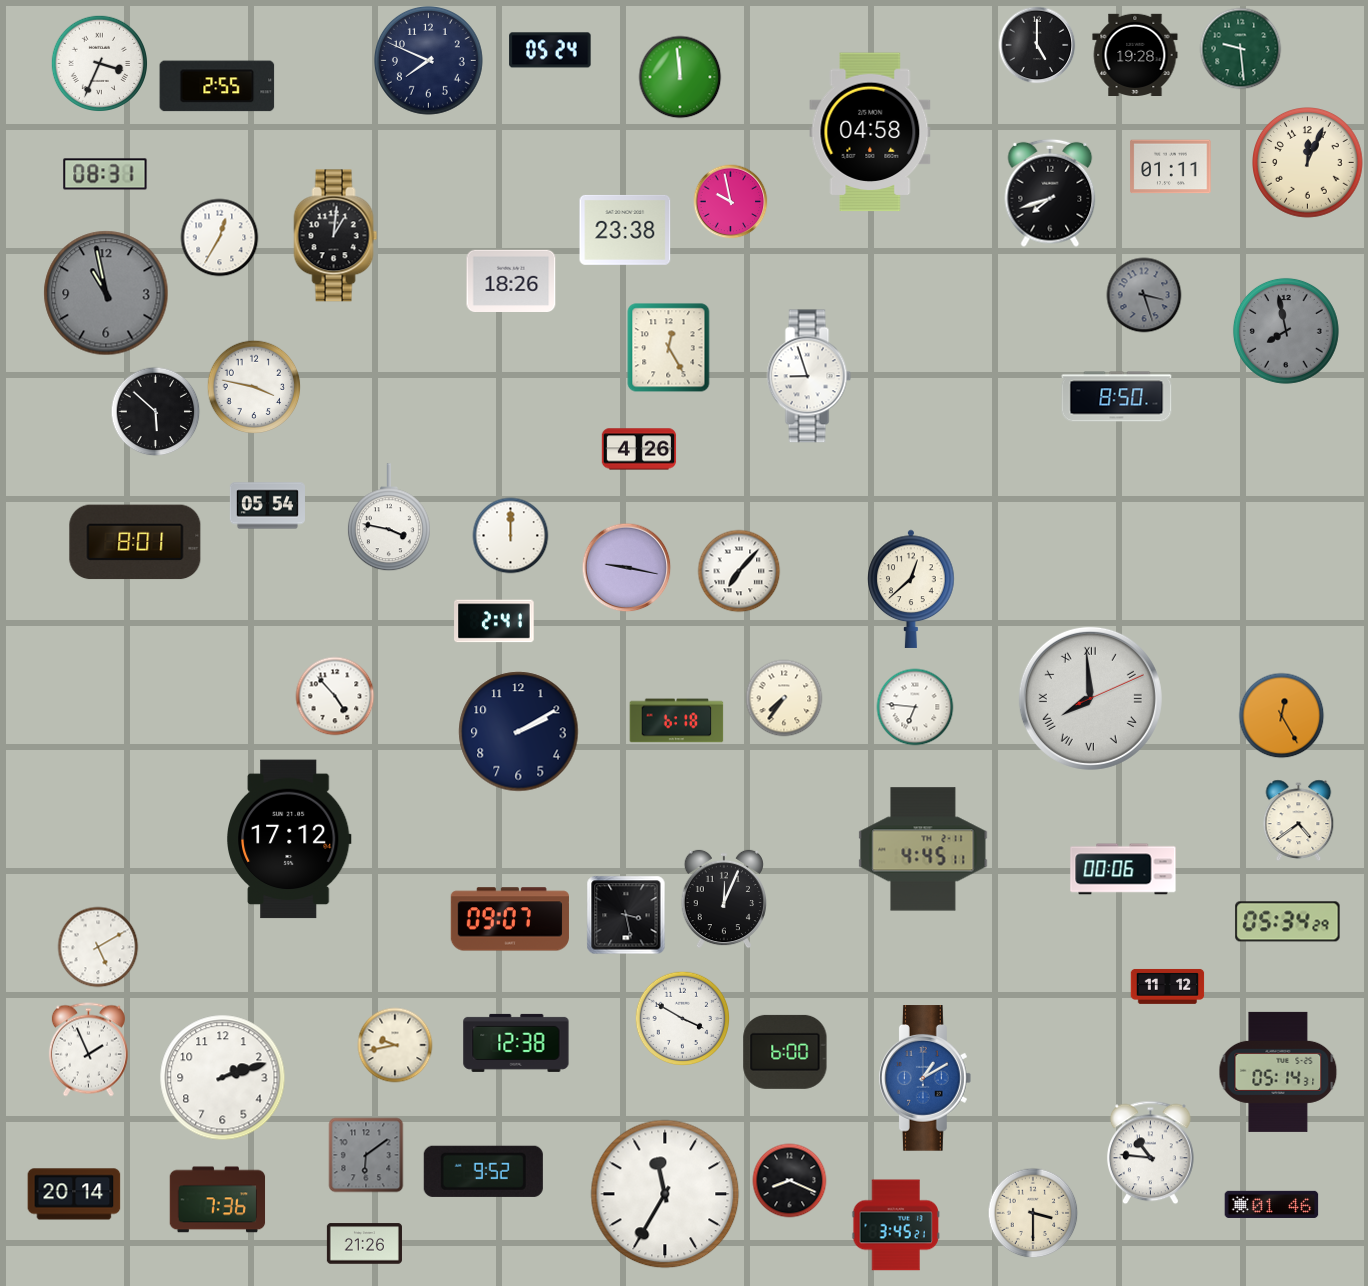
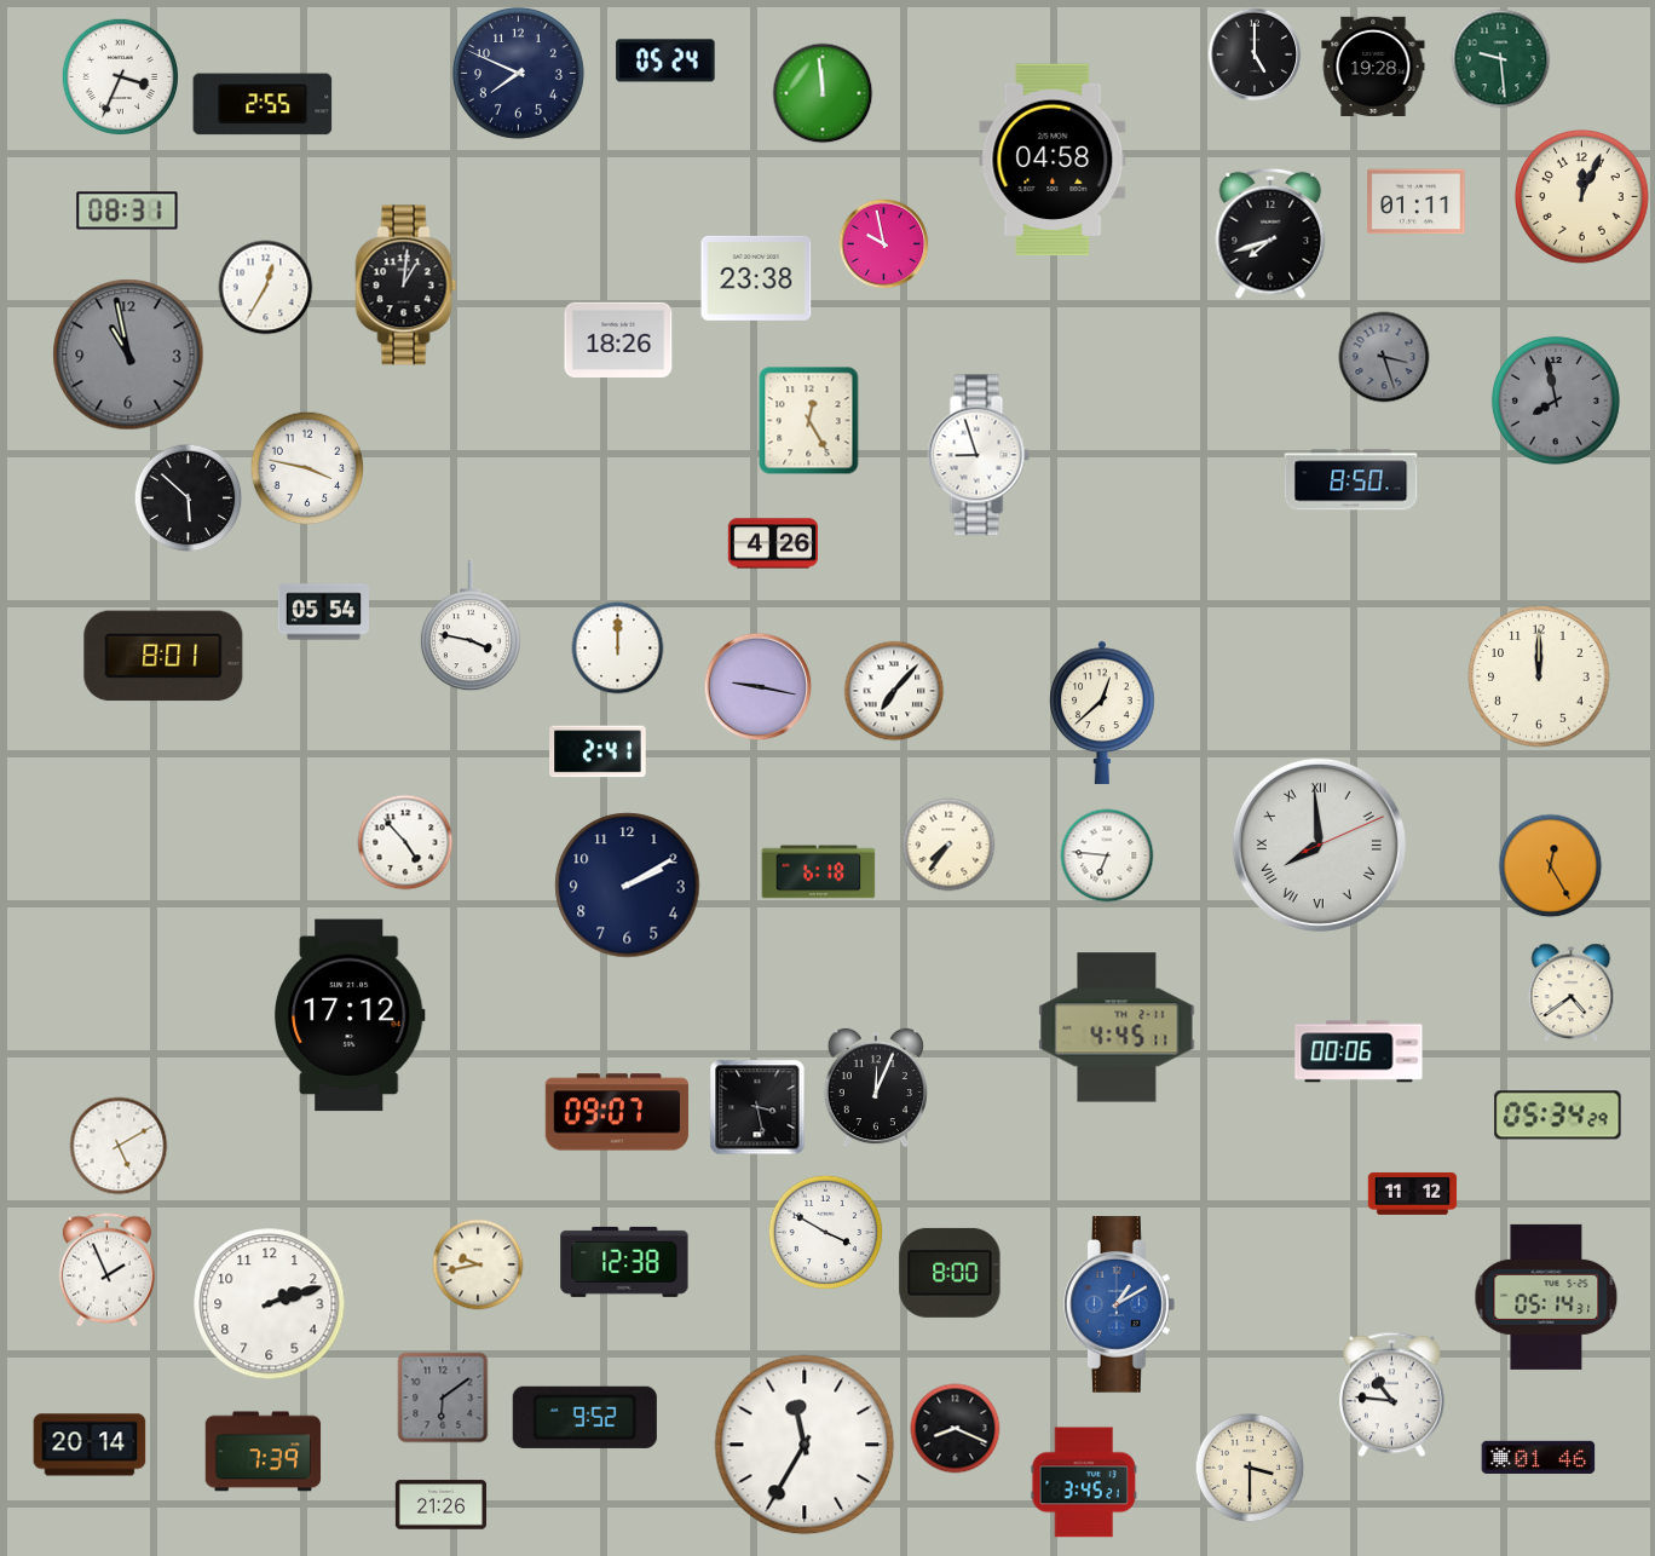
clock at (1539, 676): none -> 12:00
clock at (785, 1052): 6:00 -> 8:00
clock at (218, 1200): 7:36 -> 7:39
